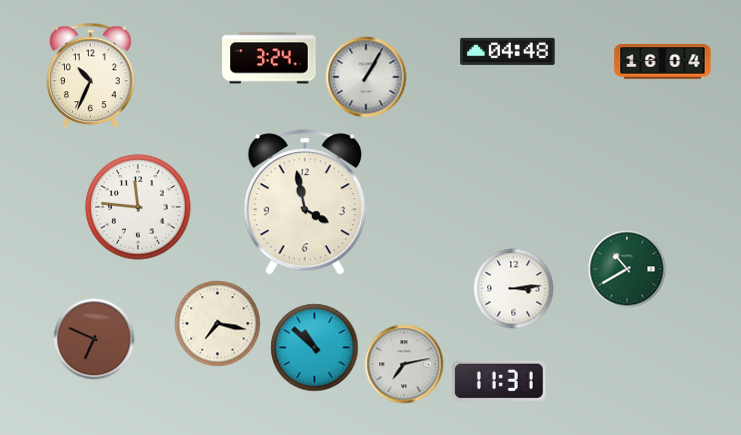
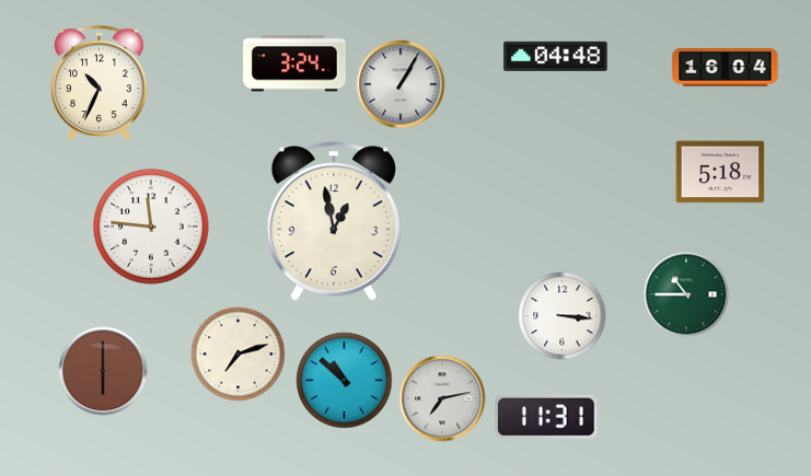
clock at (720, 172): none -> 5:18
clock at (305, 202): 3:58 -> 12:58
clock at (627, 269): 10:40 -> 10:45
clock at (514, 289): 3:14 -> 3:16
clock at (218, 324): 7:17 -> 7:12
clock at (94, 339): 6:49 -> 6:00
